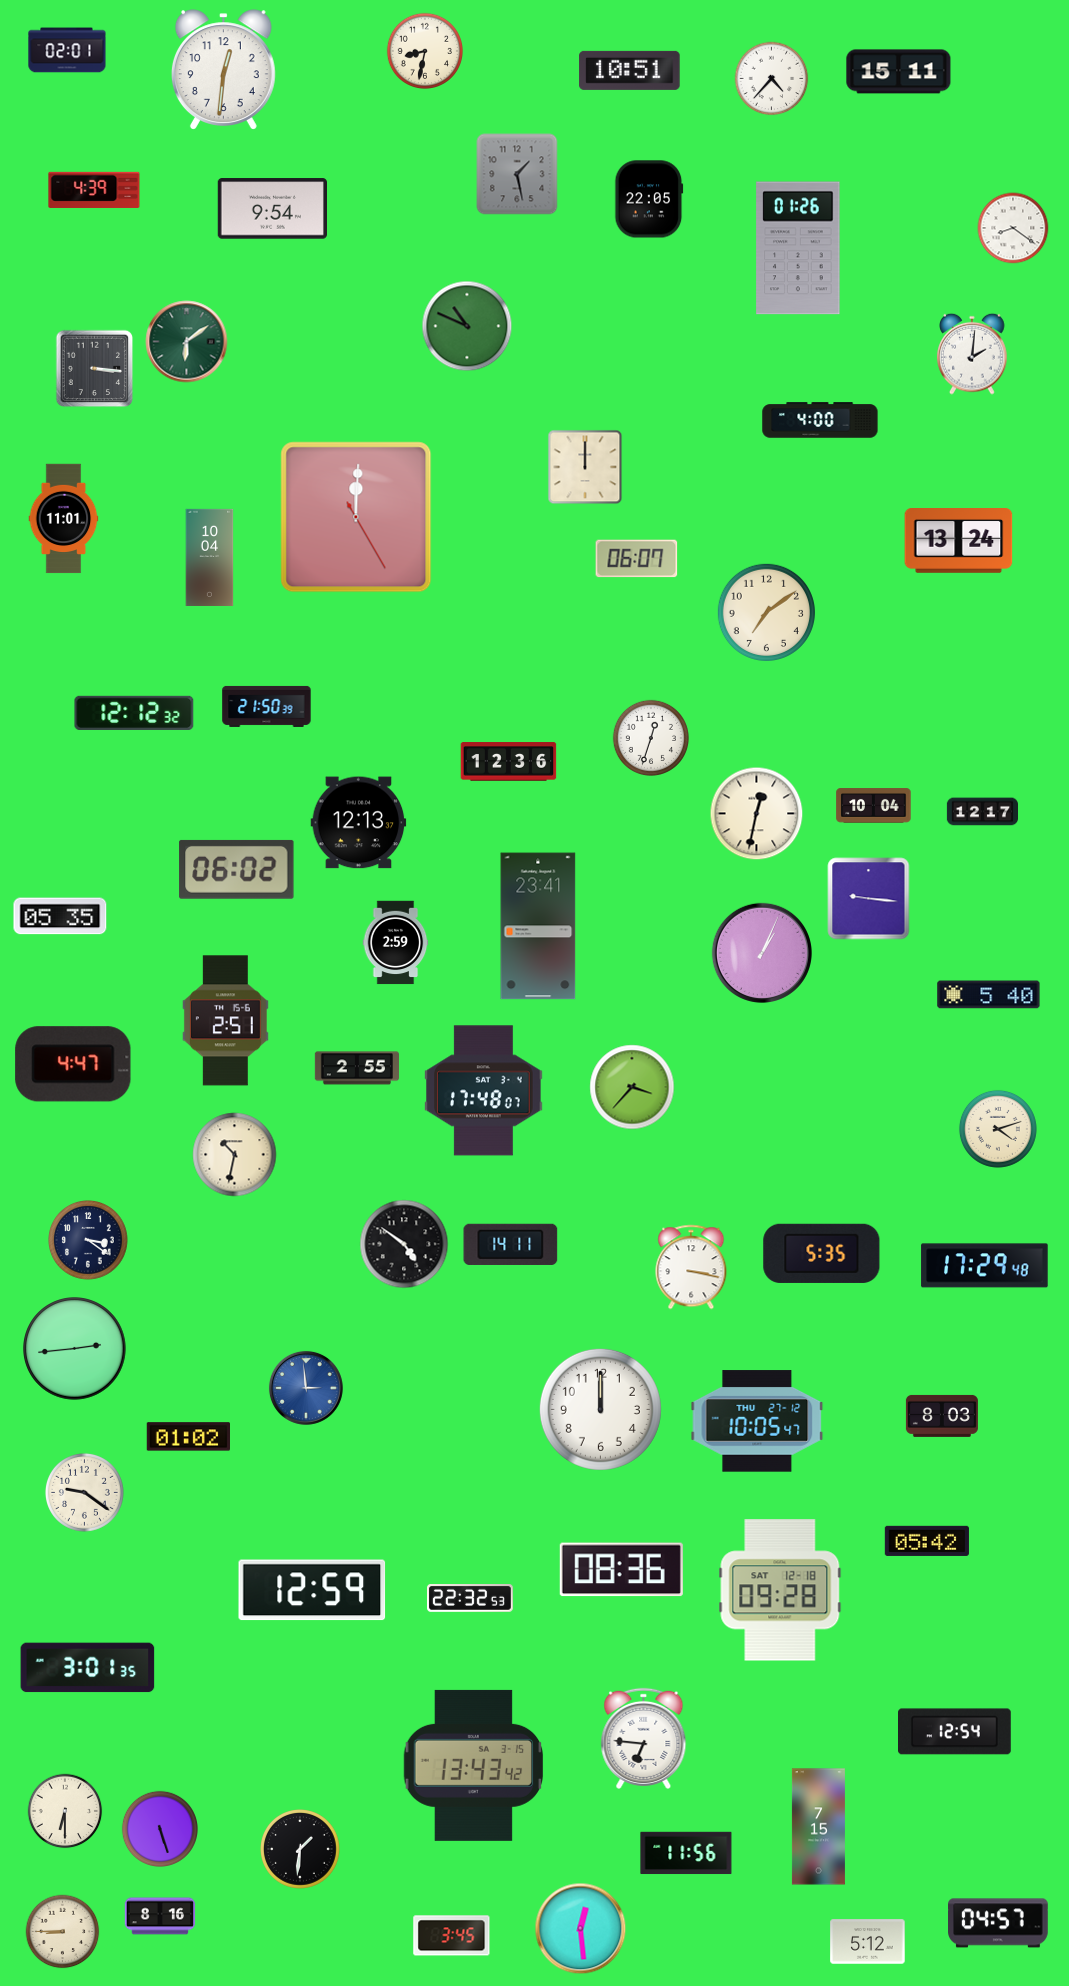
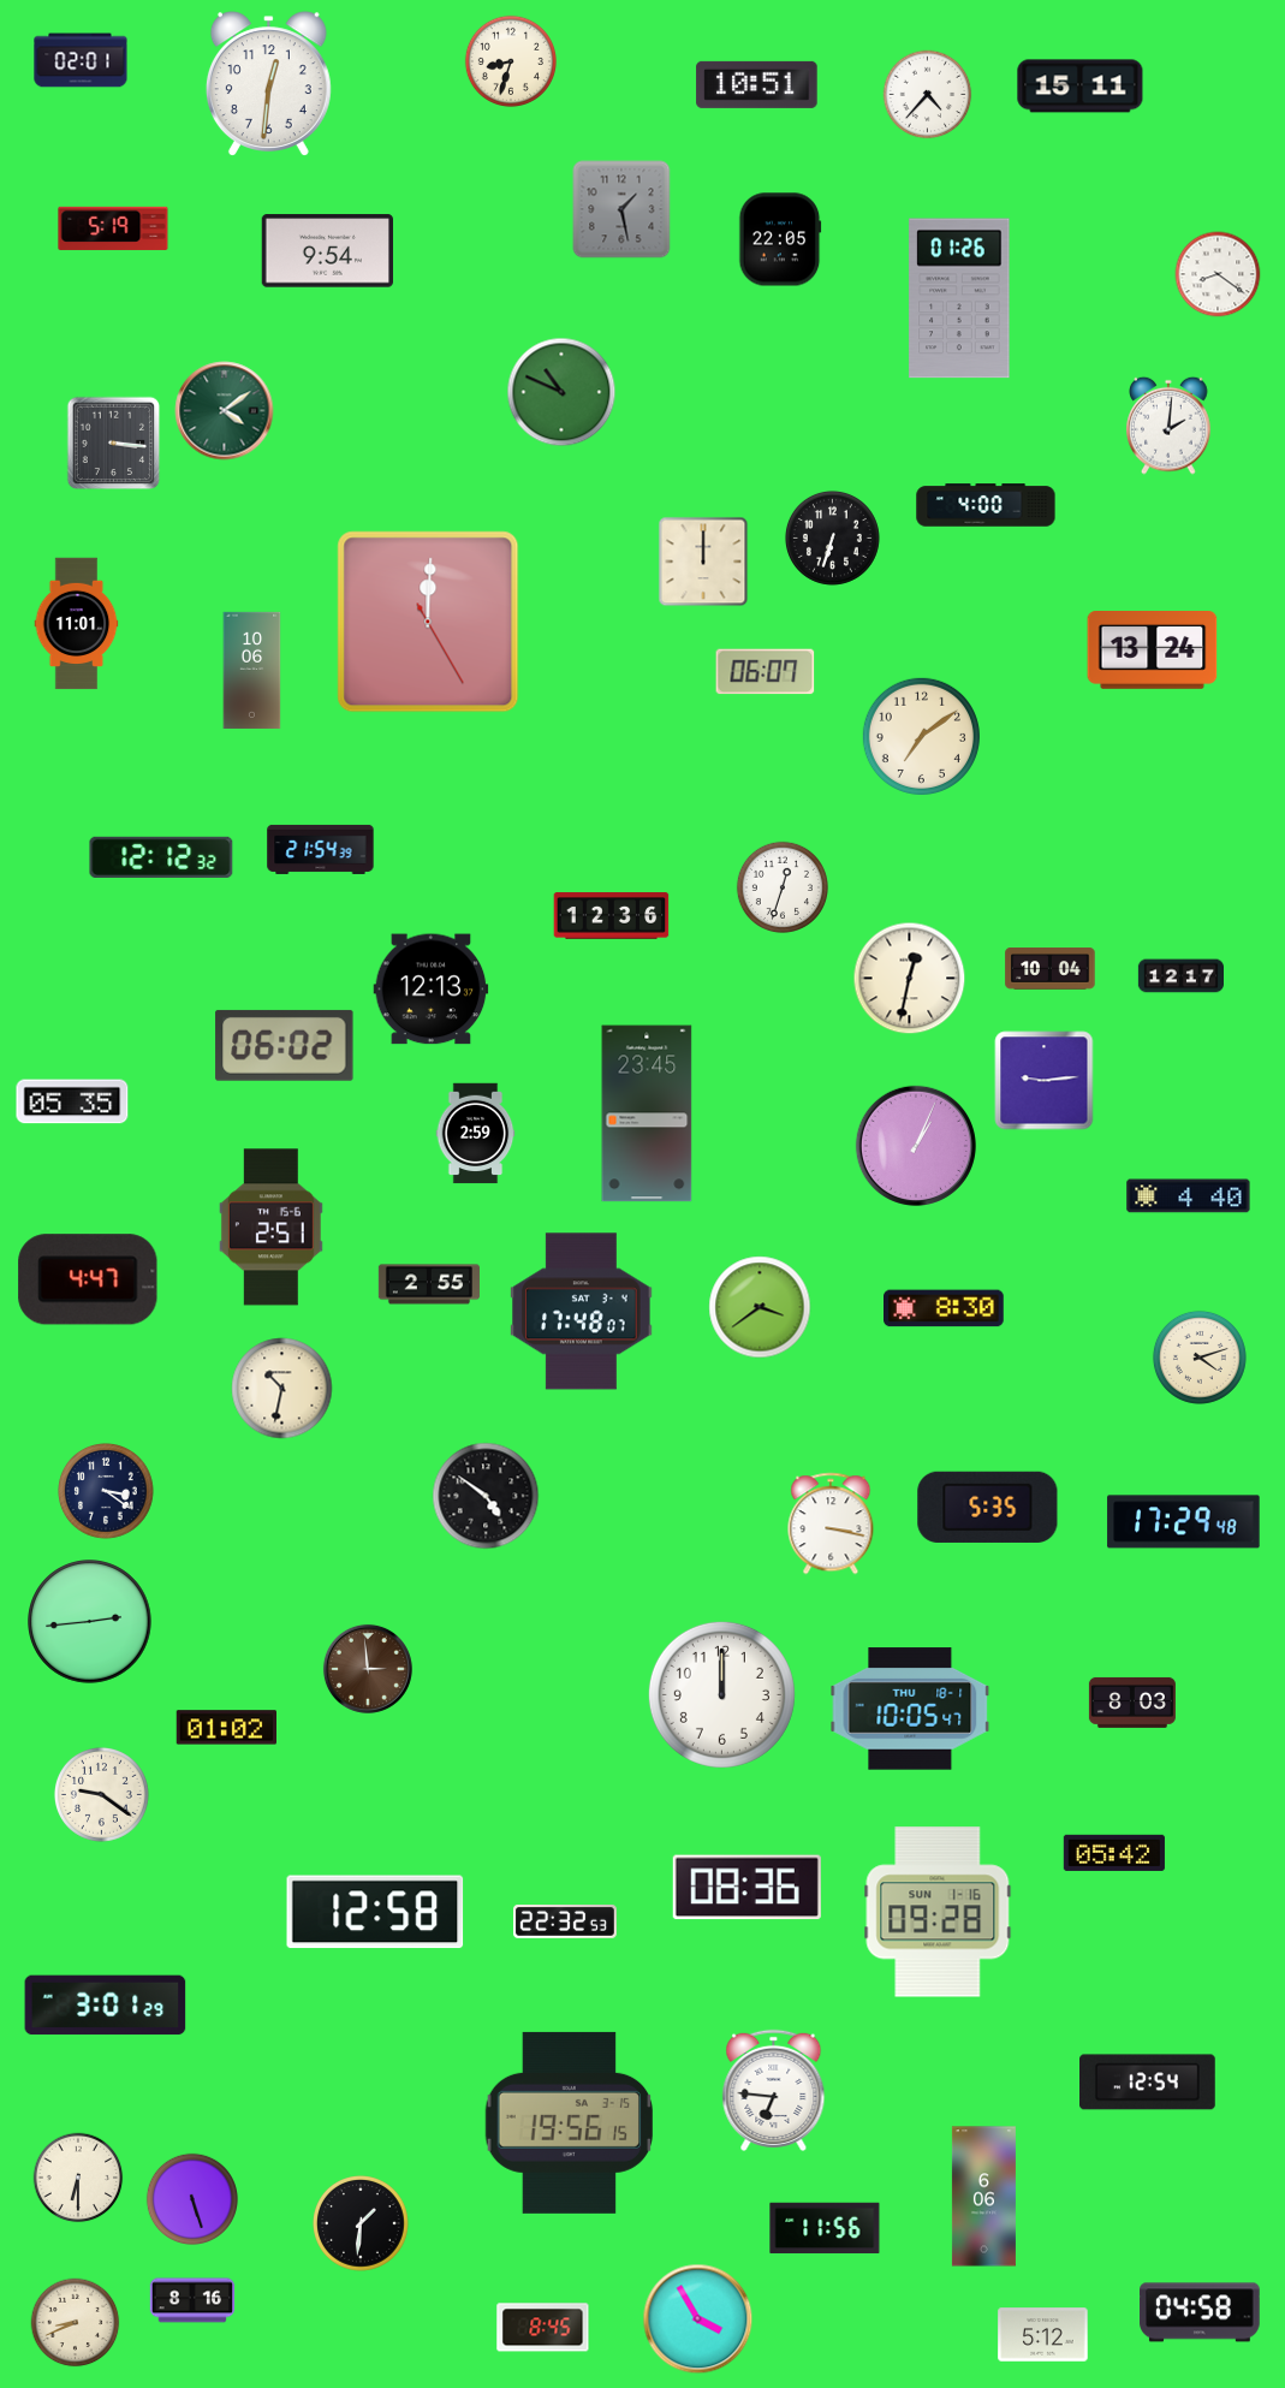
clock at (424, 50): 8:32 -> 8:33
clock at (94, 190): 4:39 -> 5:19
clock at (187, 342): 6:09 -> 4:09
clock at (832, 537): none -> 6:33
clock at (210, 557): 10:04 -> 10:06
clock at (267, 706): 21:50 -> 21:54
clock at (869, 899): 9:16 -> 9:14
clock at (538, 926): 23:41 -> 23:45
clock at (989, 995): 5:40 -> 4:40
clock at (632, 1087): 3:37 -> 3:39
clock at (945, 1308): none -> 8:30
clock at (511, 1244): 14:11 -> none
clock at (306, 1388) dial: blue -> brown
clock at (757, 1421) date: THU 27-12 -> THU 18-1
clock at (312, 1590): 12:59 -> 12:58
clock at (780, 1590) date: SAT 12-18 -> SUN 1-16
clock at (88, 1668): 3:01:35 -> 3:01:29
clock at (474, 1765): 13:43 -> 19:56
clock at (818, 1827): 7:15 -> 6:06
clock at (160, 1916) position: (160, 1916) -> (192, 2300)
clock at (998, 1923): 04:57 -> 04:58
clock at (581, 1929): 12:29 -> 3:55
clock at (63, 1932): 8:45 -> 8:41
clock at (452, 1936): 3:45 -> 8:45
